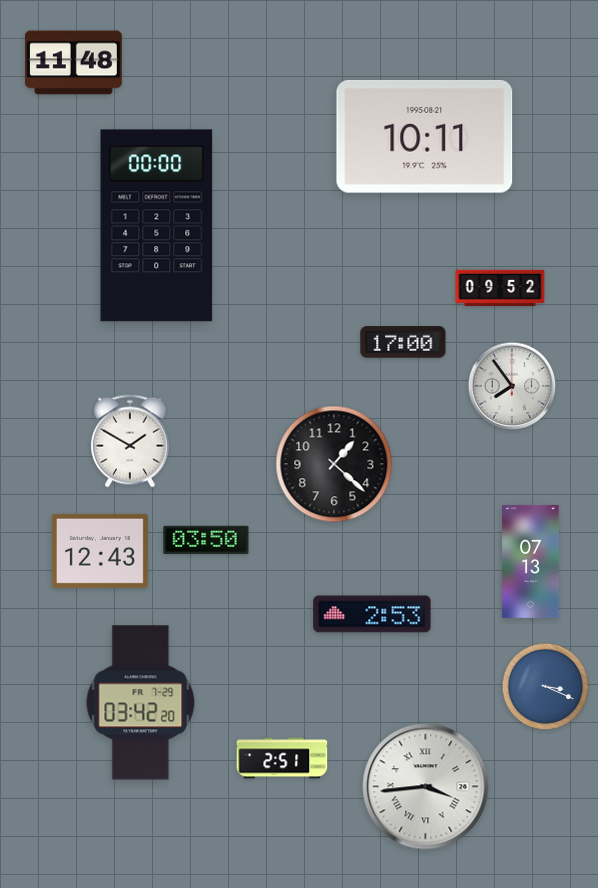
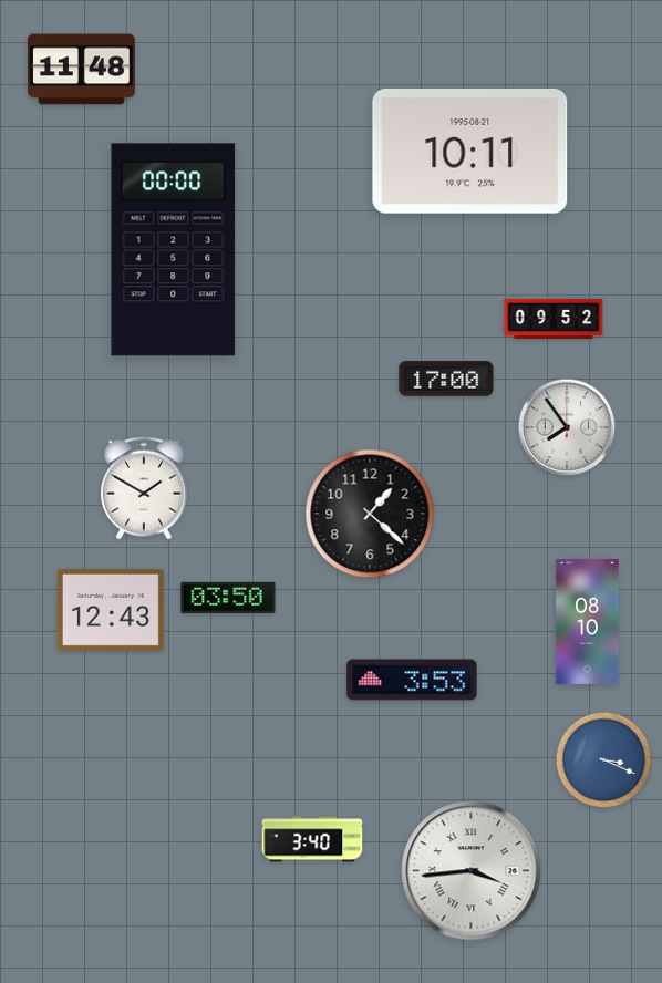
clock at (531, 561): 07:13 -> 08:10
clock at (372, 614): 2:53 -> 3:53
clock at (141, 703): 03:42 -> none
clock at (282, 758): 2:51 -> 3:40
